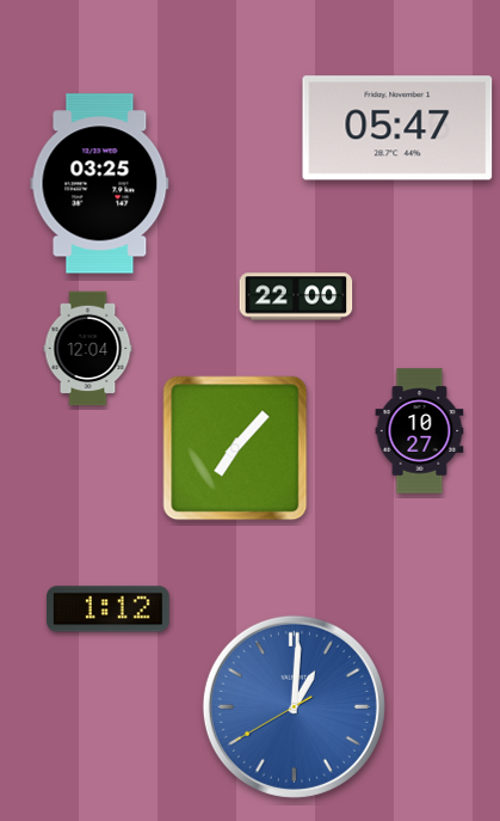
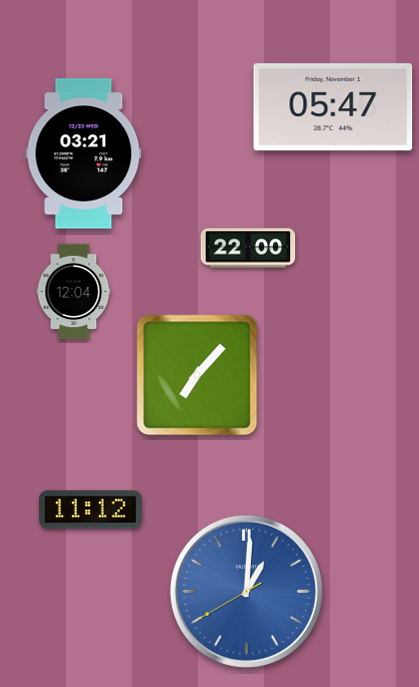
clock at (100, 184): 03:25 -> 03:21
clock at (420, 431): 10:27 -> none
clock at (109, 609): 1:12 -> 11:12
